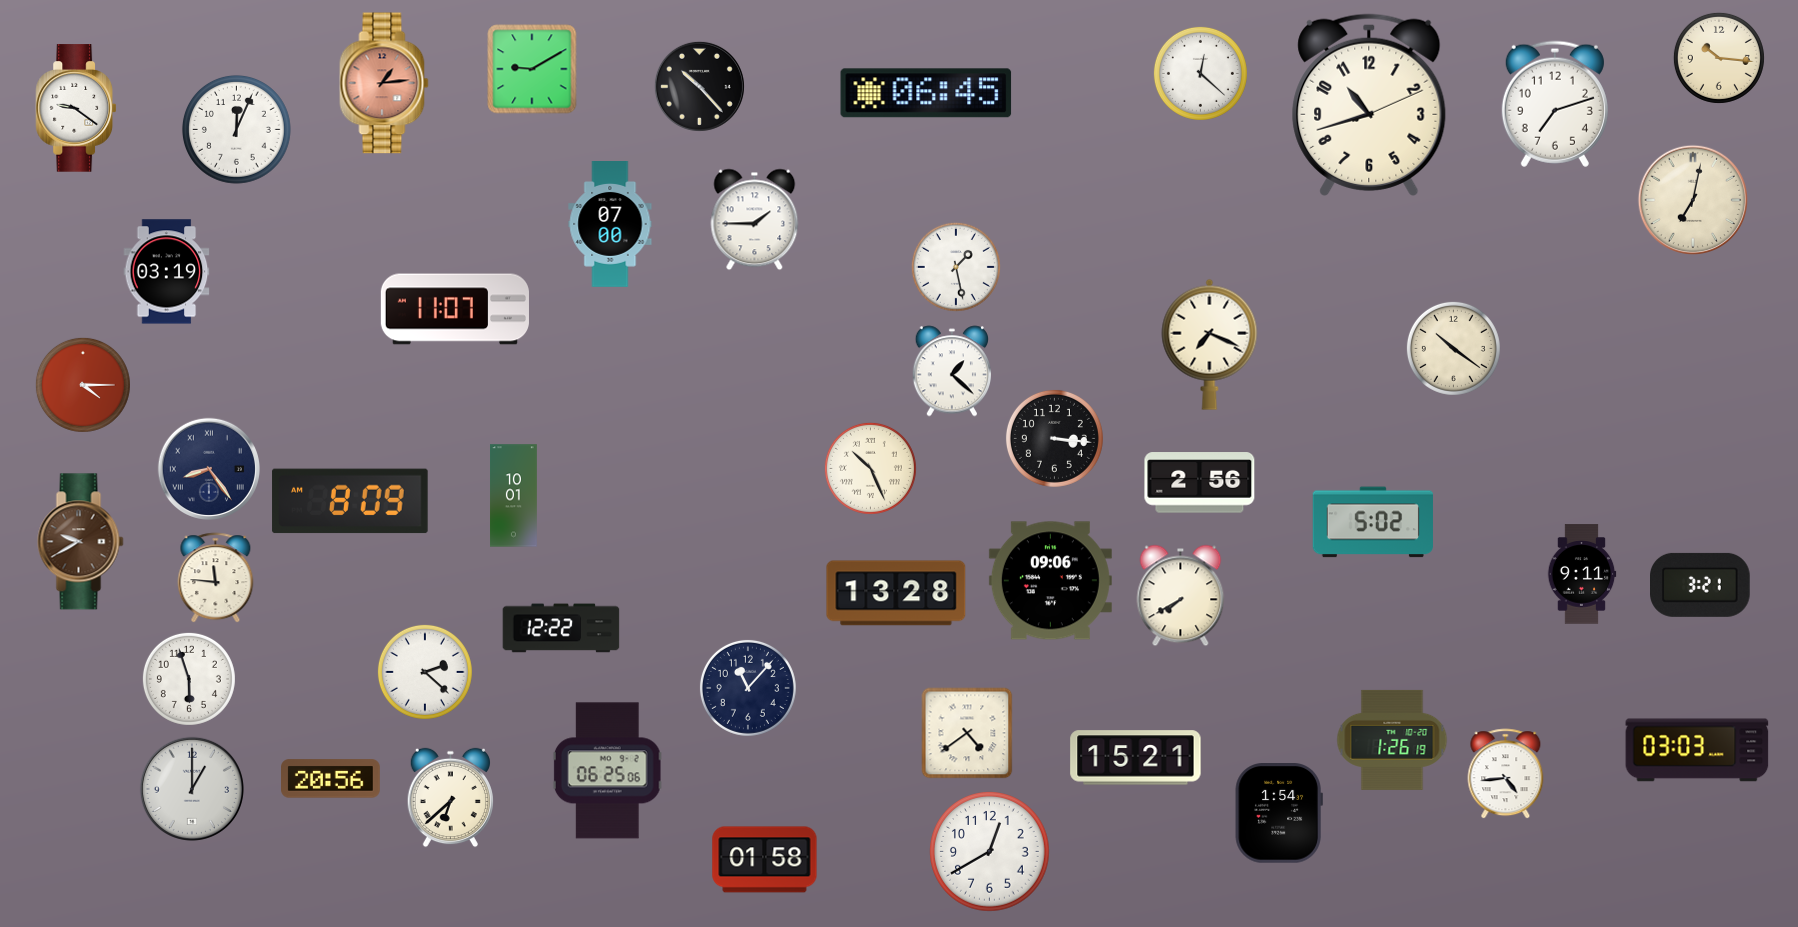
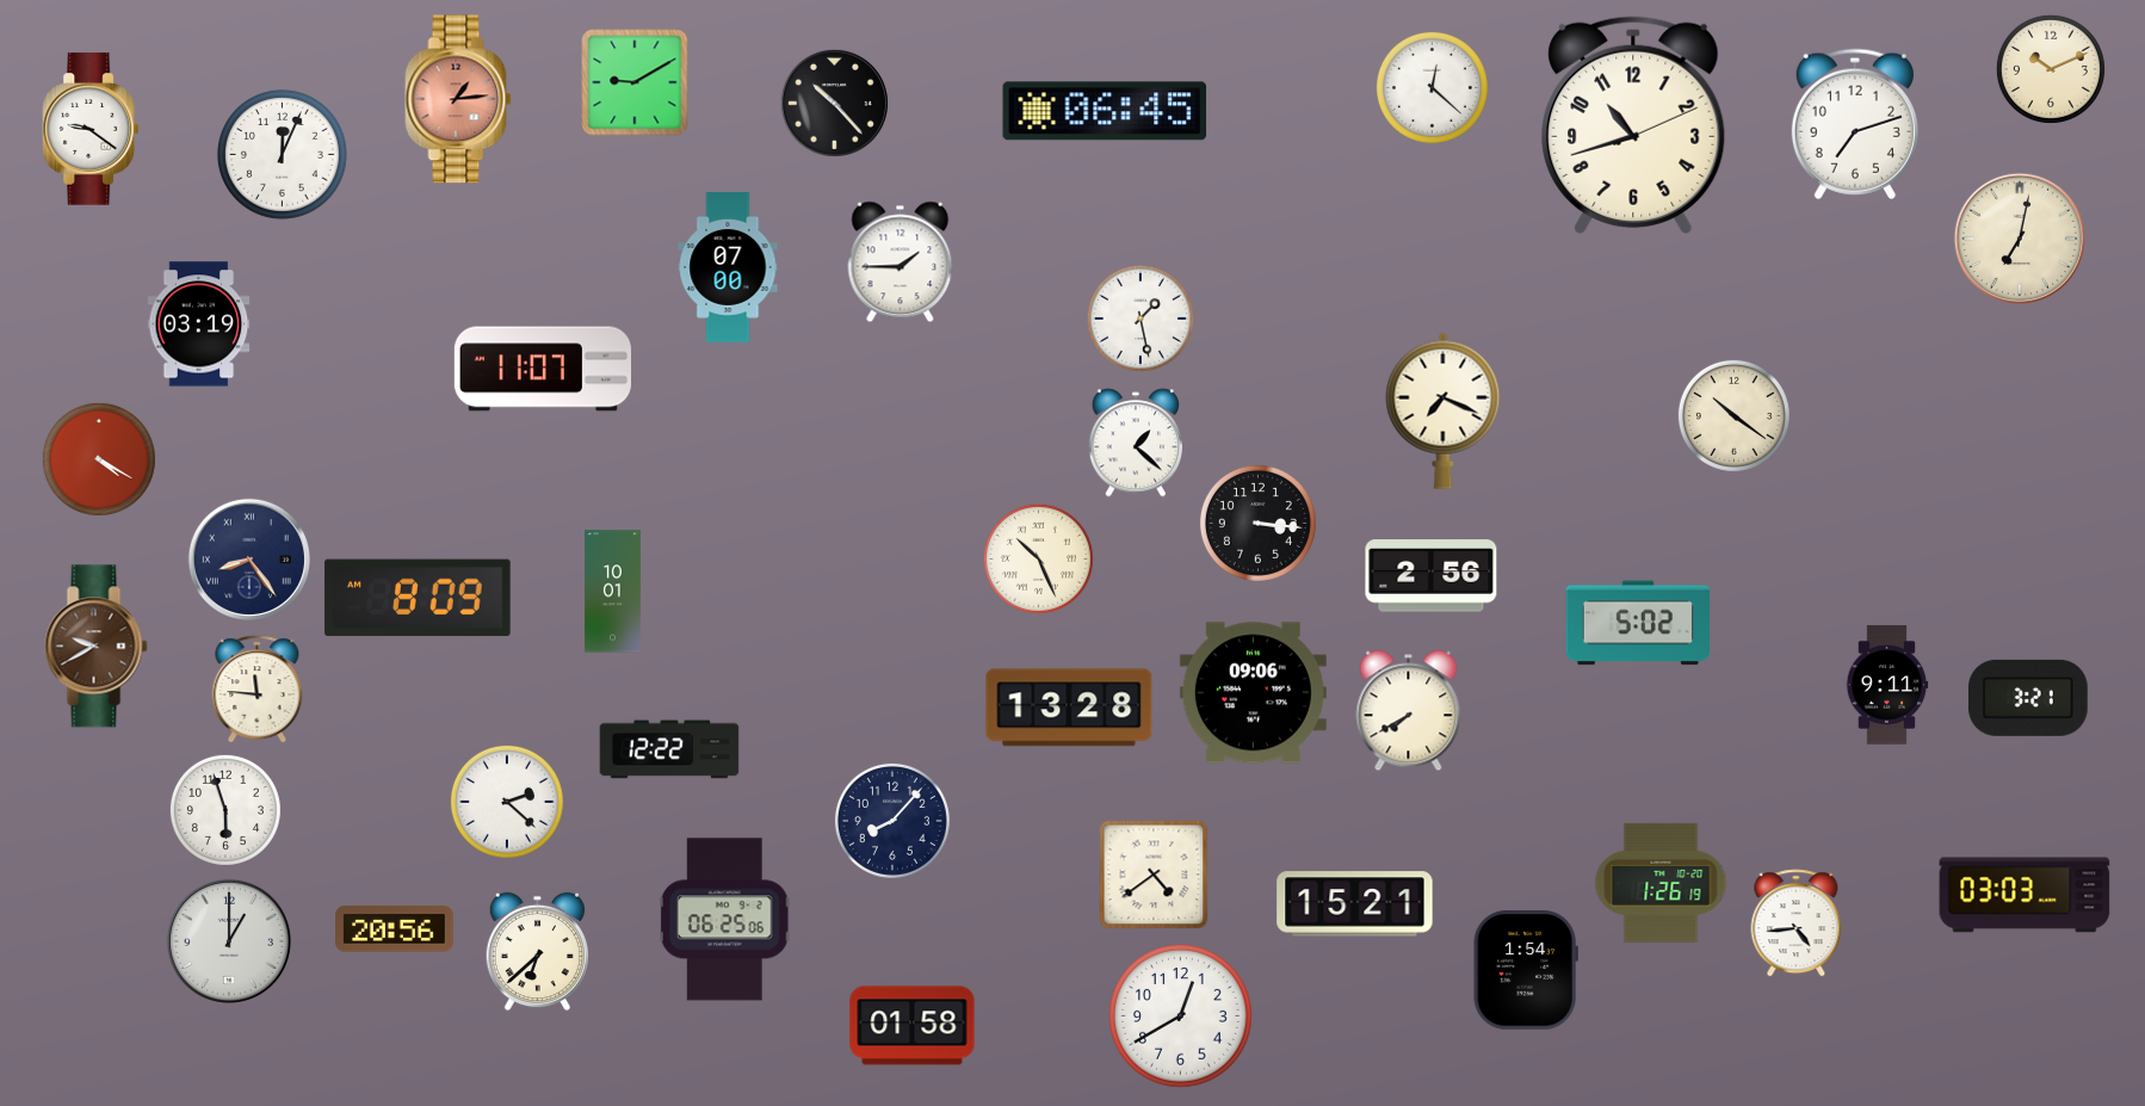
clock at (1719, 58): 10:16 -> 10:11
clock at (83, 385): 4:15 -> 4:20
clock at (748, 688): 11:07 -> 8:07
